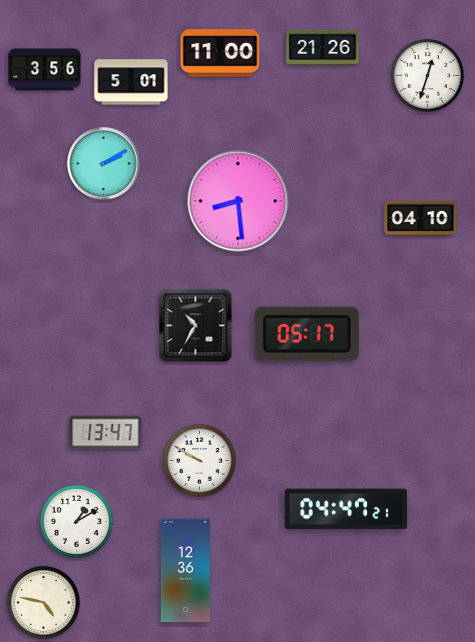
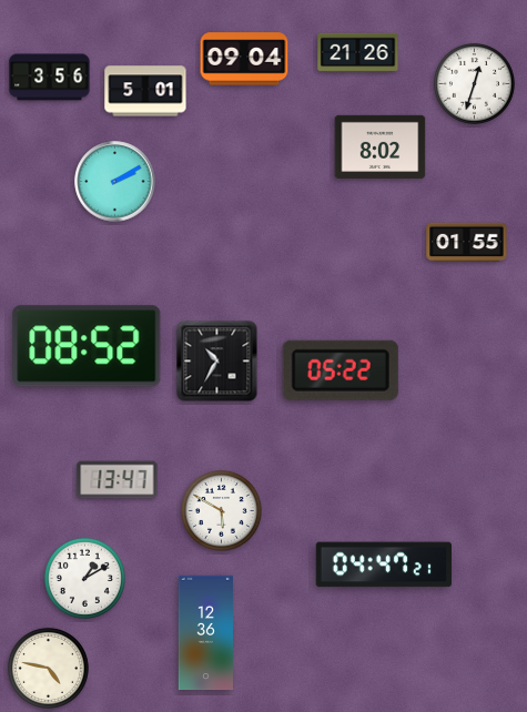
clock at (220, 53): 11:00 -> 09:04
clock at (381, 146): none -> 8:02
clock at (238, 201): 8:29 -> none
clock at (421, 219): 04:10 -> 01:55
clock at (87, 346): none -> 08:52
clock at (307, 334): 05:17 -> 05:22
clock at (199, 460): 9:50 -> 5:50
